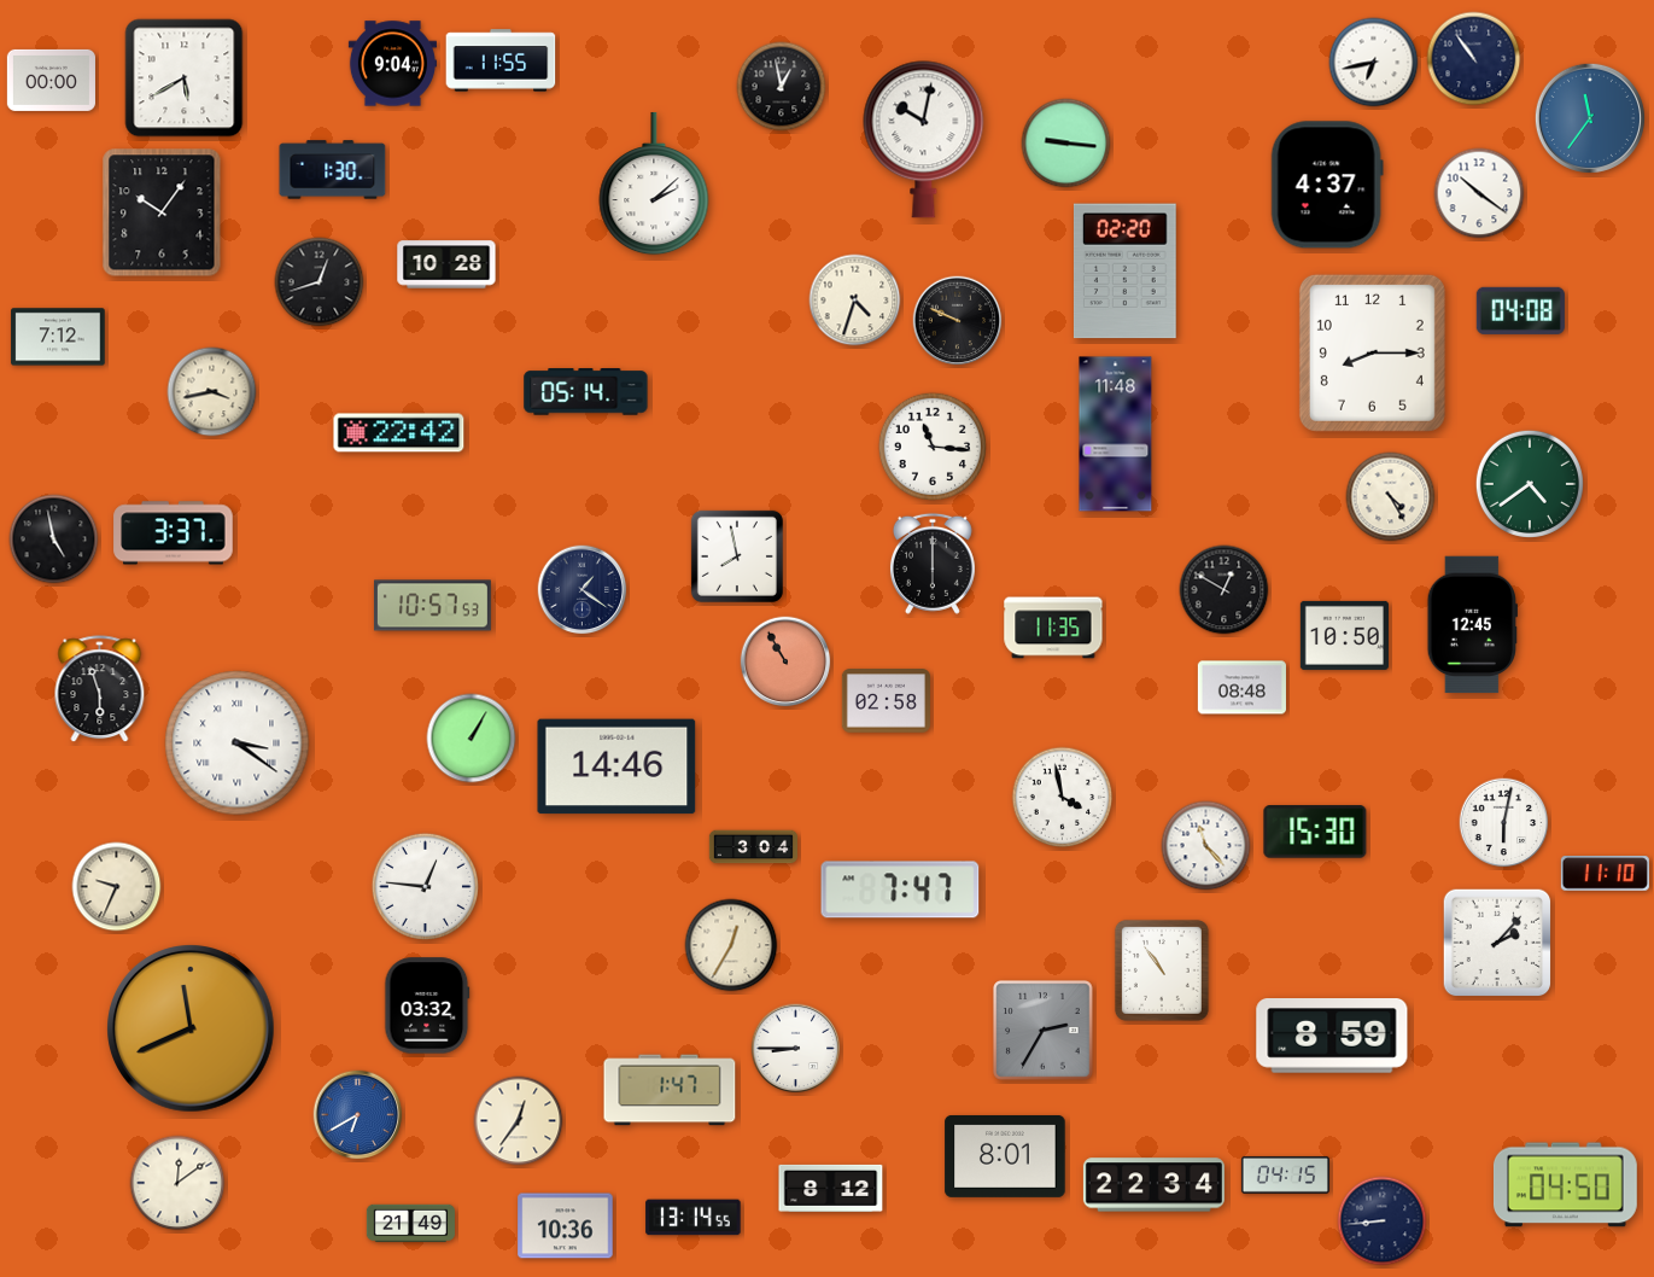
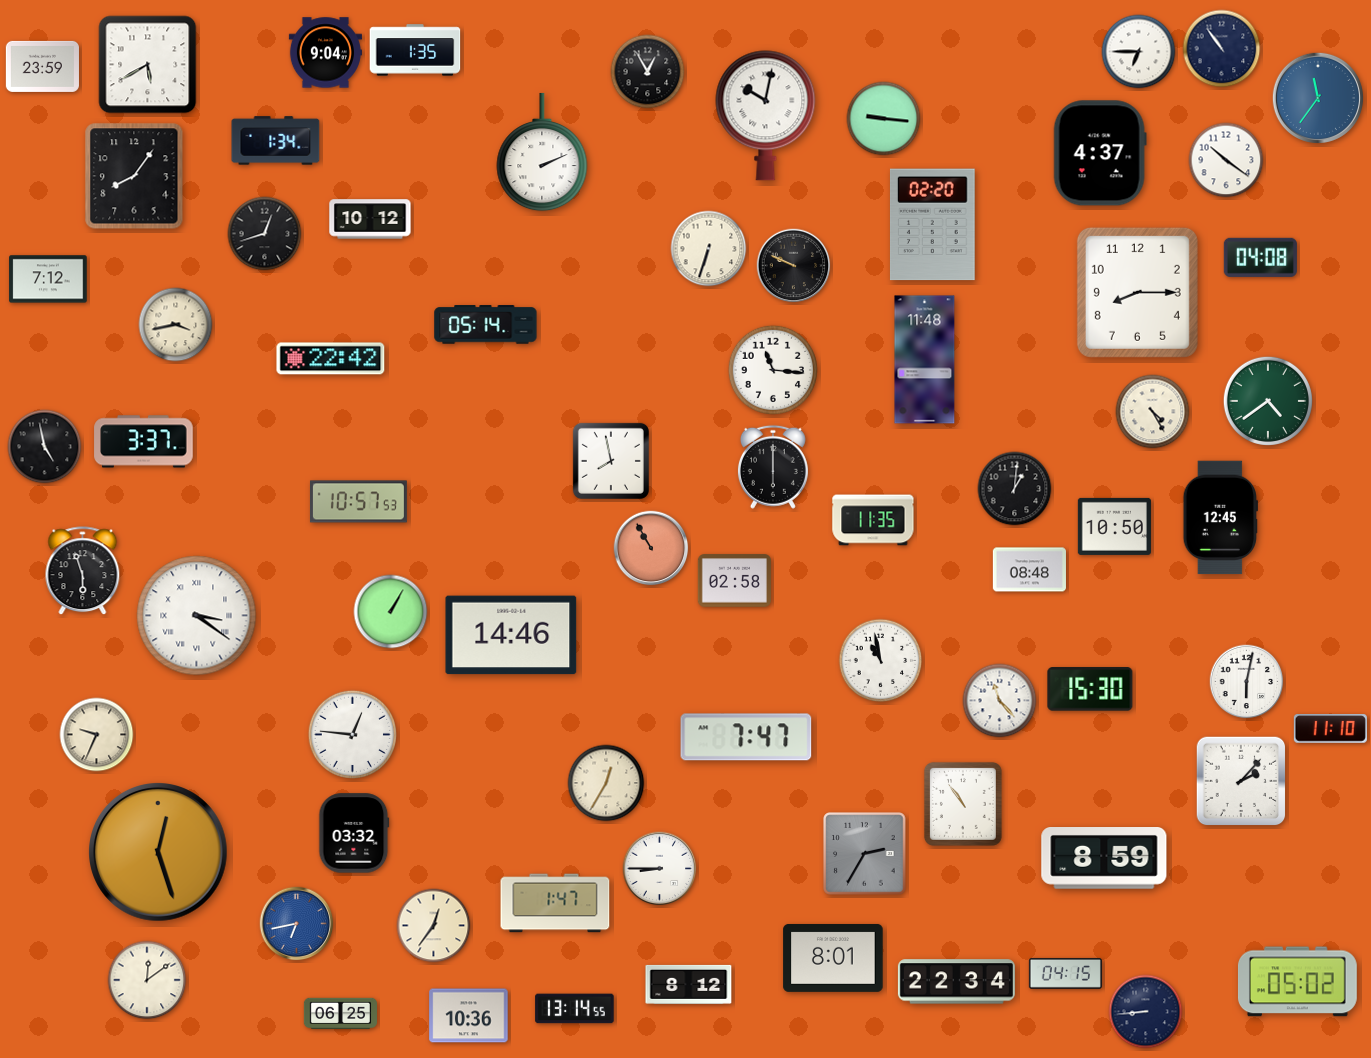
clock at (501, 60): 11:55 -> 1:35
clock at (1374, 63): 6:43 -> 6:45
clock at (185, 78) position: (185, 78) -> (148, 65)
clock at (51, 80): 00:00 -> 23:59
clock at (782, 87): 12:58 -> 12:55
clock at (333, 170): 1:30 -> 1:34
clock at (654, 183): 2:08 -> 2:11
clock at (162, 212): 10:06 -> 8:06
clock at (446, 264): 10:28 -> 10:12
clock at (855, 301): 4:33 -> 6:33
clock at (583, 590): 1:21 -> none
clock at (1225, 590): 12:50 -> 1:01
clock at (1063, 798): 3:58 -> 10:58
clock at (753, 847): 3:04 -> none
clock at (1605, 874) position: (1605, 874) -> (1330, 729)
clock at (192, 1030): 11:41 -> 12:27
clock at (358, 1115): 6:40 -> 6:43
clock at (519, 1121) position: (519, 1121) -> (434, 926)
clock at (1565, 1185): 04:50 -> 05:02
clock at (410, 1224): 21:49 -> 06:25
